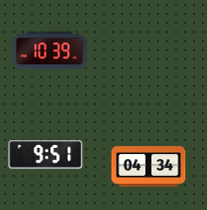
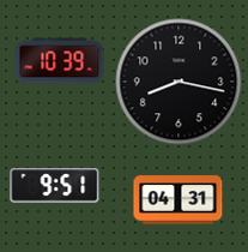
clock at (179, 82): none -> 8:17
clock at (149, 167): 04:34 -> 04:31
